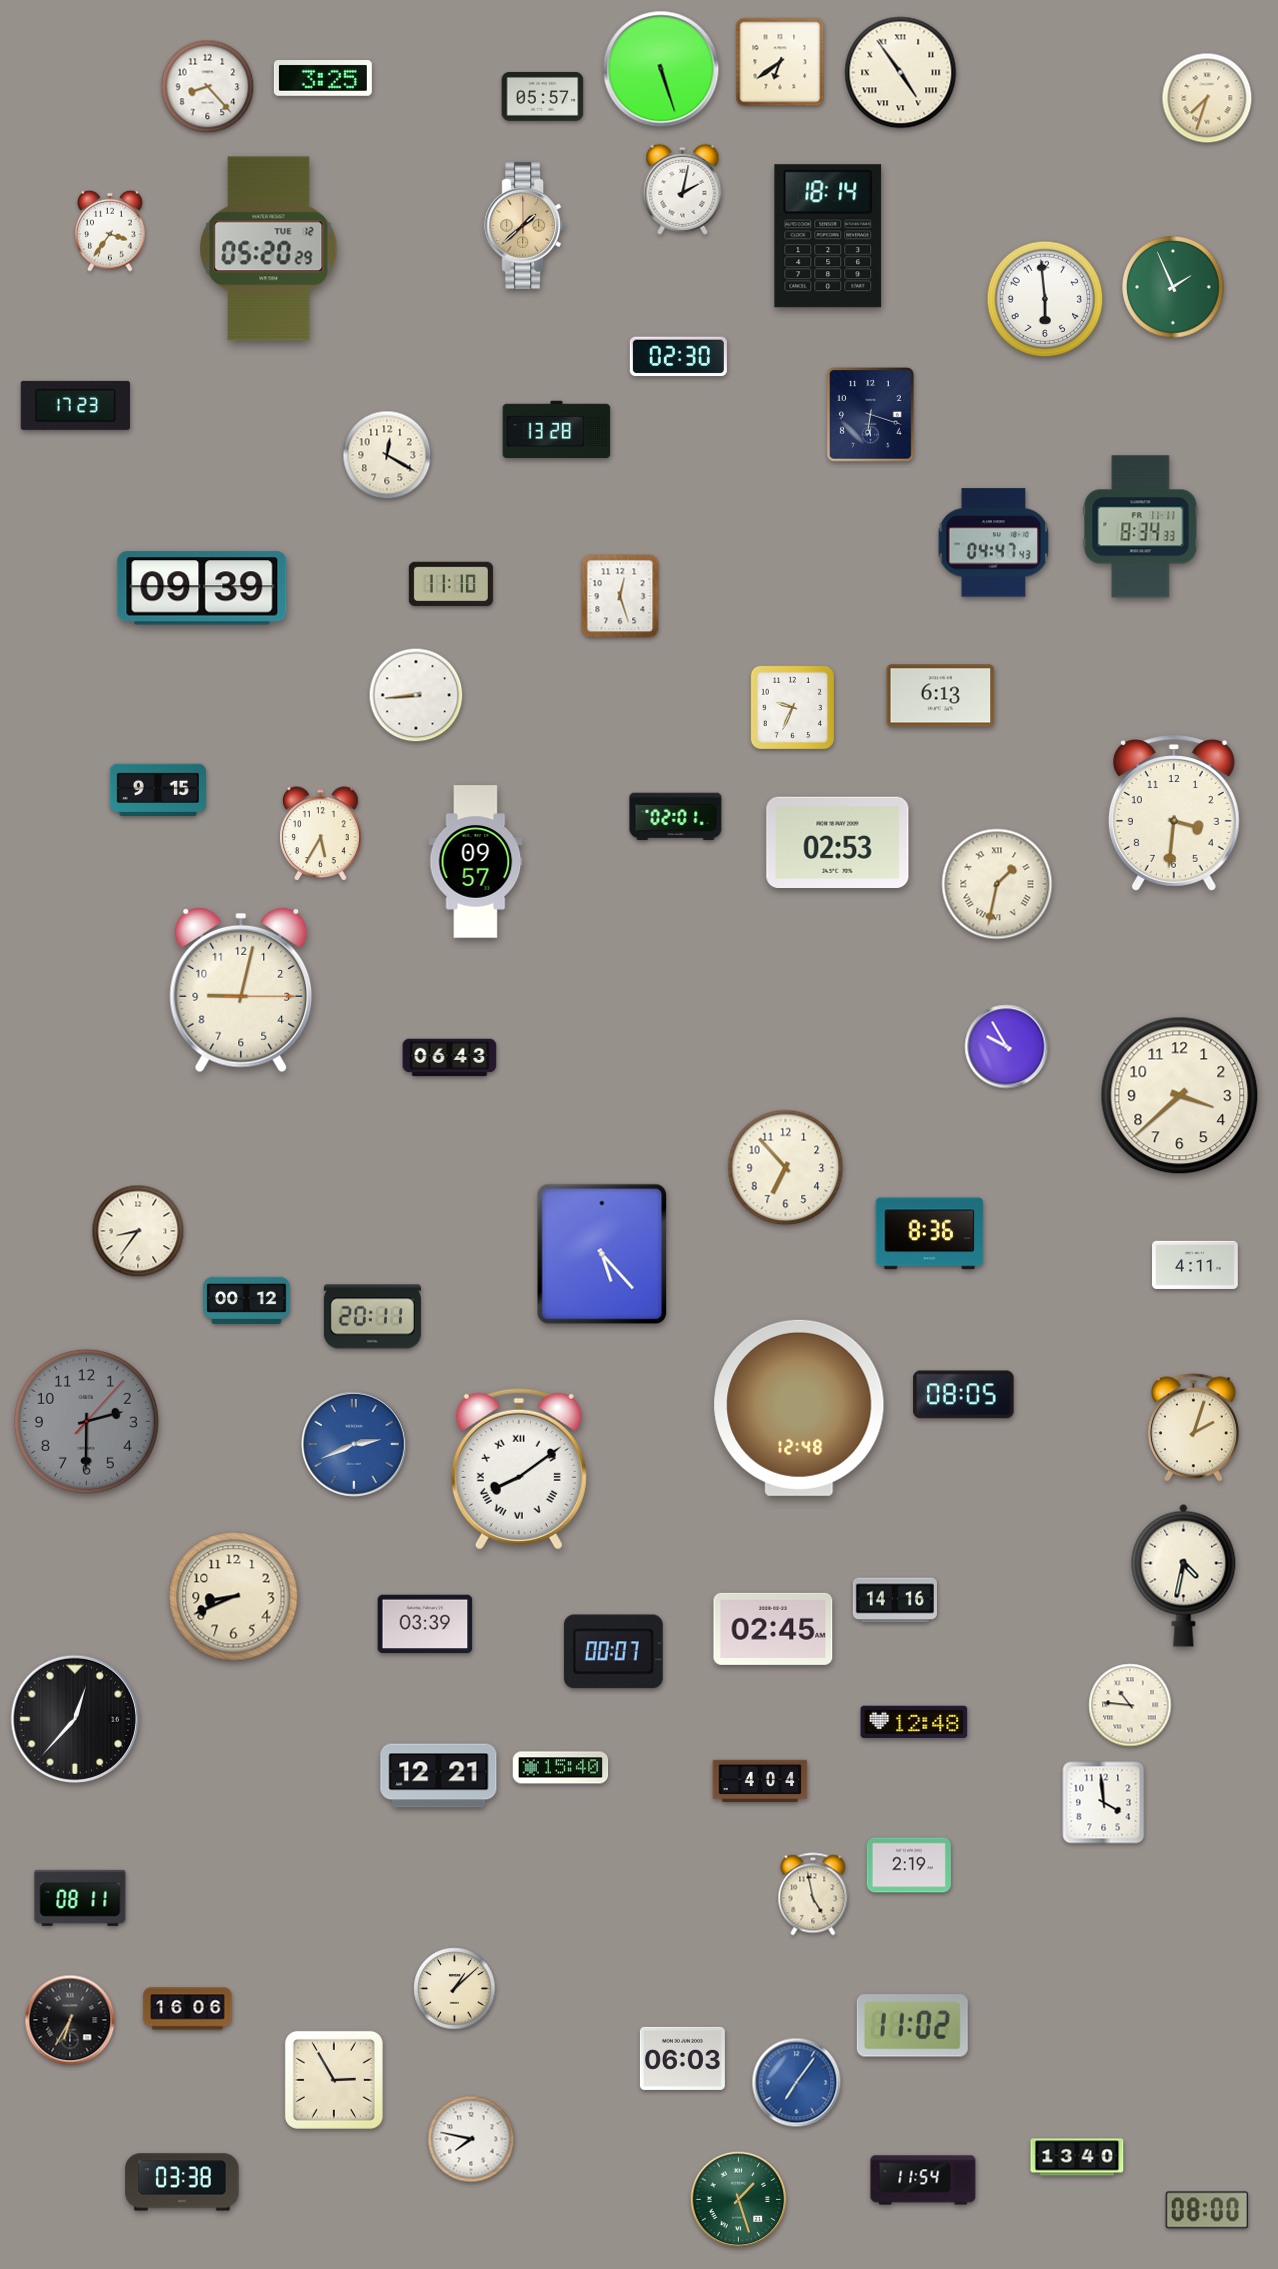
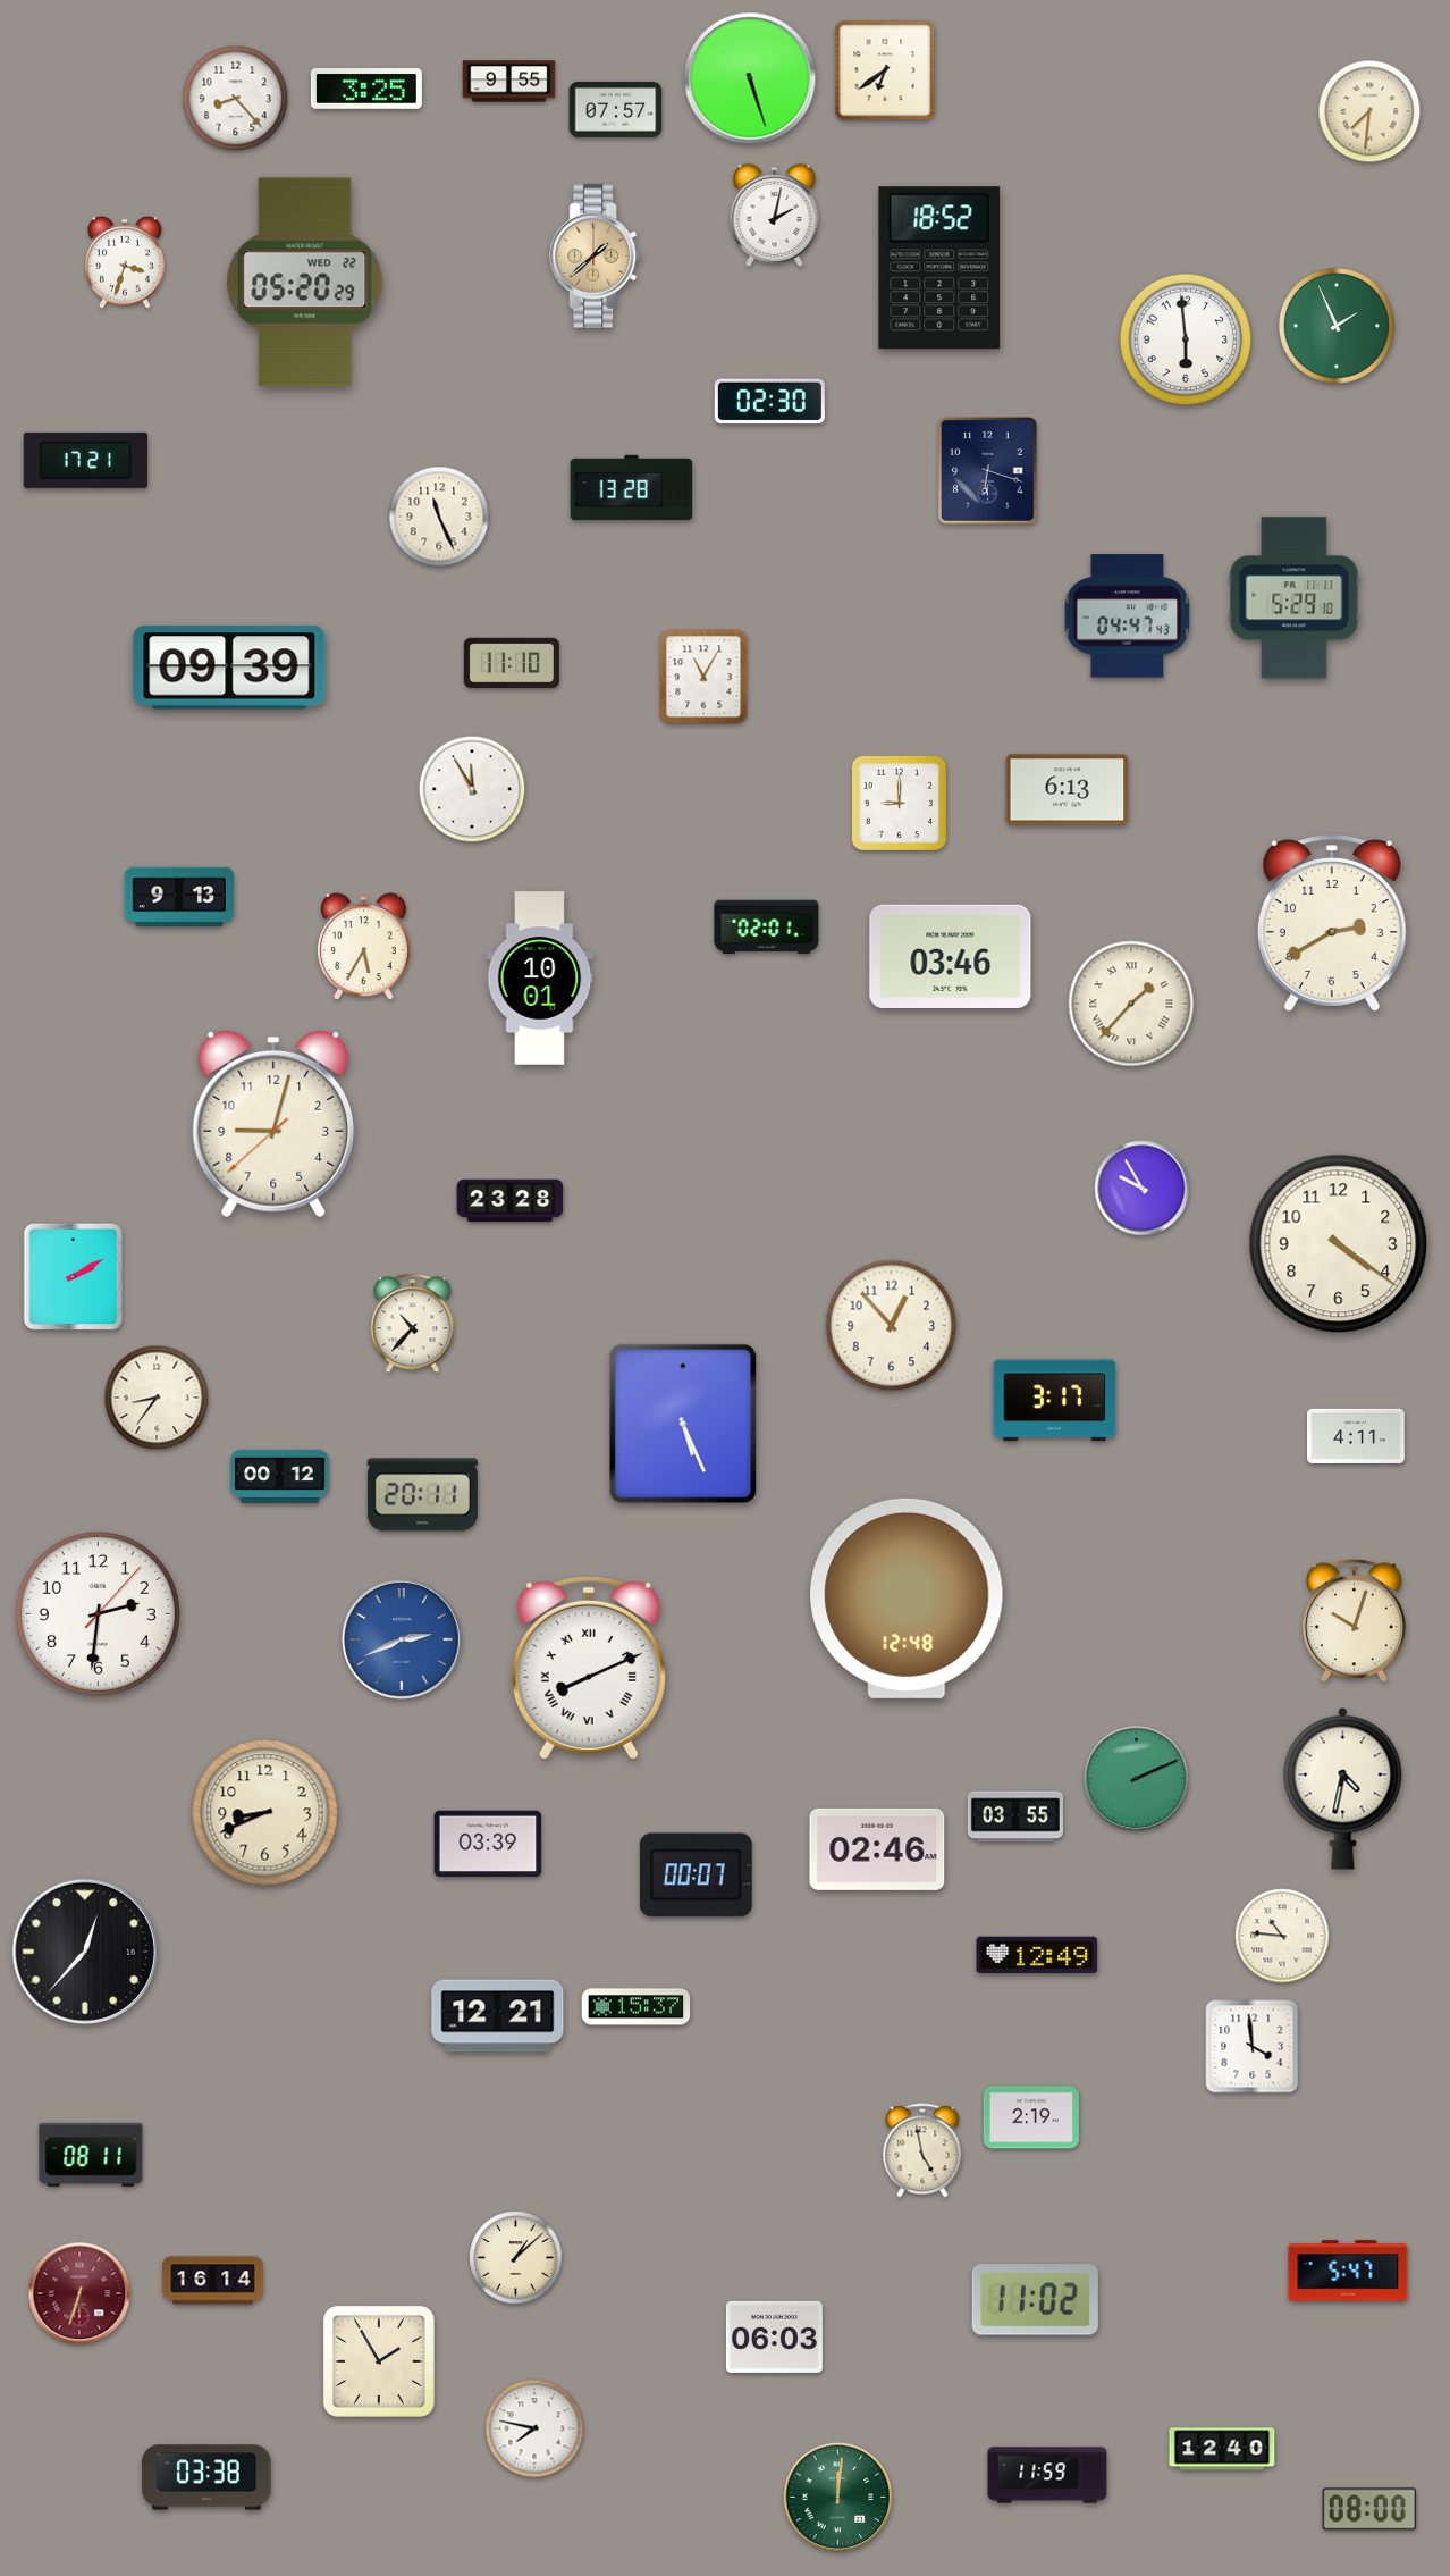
clock at (509, 82): none -> 9:55
clock at (901, 73): 4:54 -> none
clock at (543, 96): 05:57 -> 07:57
clock at (1207, 98): 7:33 -> 7:31
clock at (110, 231): 3:36 -> 3:33
clock at (828, 236): 18:14 -> 18:52
clock at (269, 249) date: TUE 12 -> WED 22
clock at (1173, 287) position: (1173, 287) -> (1337, 326)
clock at (678, 357) position: (678, 357) -> (769, 402)
clock at (75, 405): 17:23 -> 17:21
clock at (387, 455): 12:20 -> 11:26
clock at (1141, 527): 8:34 -> 5:29
clock at (620, 596): 12:27 -> 11:05
clock at (416, 695): 8:44 -> 11:55
clock at (792, 707): 9:34 -> 9:00
clock at (157, 790): 9:15 -> 9:13
clock at (1174, 813): 3:31 -> 2:40
clock at (838, 842): 02:53 -> 03:46
clock at (476, 862): 09:57 -> 10:01
clock at (997, 884): 1:32 -> 1:37
clock at (241, 990): 9:02:15 -> 9:02:38
clock at (450, 1058): 06:43 -> 23:28
clock at (1180, 1096): 3:38 -> 4:21
clock at (74, 1277): none -> 2:10
clock at (413, 1324): none -> 10:37
clock at (786, 1168): 6:53 -> 12:53
clock at (930, 1234): 8:36 -> 3:17
clock at (602, 1254): 5:23 -> 5:26
clock at (964, 1395): 08:05 -> none
clock at (86, 1421): 2:30 -> 2:31
clock at (86, 1421) dial: grey -> white
clock at (1193, 1428): 2:03 -> 10:03
clock at (519, 1469): 8:09 -> 8:11
clock at (1137, 1779): none -> 2:11
clock at (895, 1600): 14:16 -> 03:55
clock at (425, 1624) position: (425, 1624) -> (488, 1844)
clock at (773, 1629): 02:45 -> 02:46
clock at (914, 1722): 12:48 -> 12:49
clock at (561, 1768): 15:40 -> 15:37
clock at (760, 1781): 4:04 -> none
clock at (1348, 2271): none -> 5:47
clock at (188, 2009): 16:06 -> 16:14
clock at (70, 2020): 6:35 -> 6:33
clock at (70, 2020) dial: black -> burgundy
clock at (334, 2080): 2:55 -> 1:55
clock at (797, 2083): 7:06 -> none
clock at (1077, 2157): 13:40 -> 12:40
clock at (923, 2180): 11:54 -> 11:59
clock at (739, 2200): 1:27 -> 12:01
